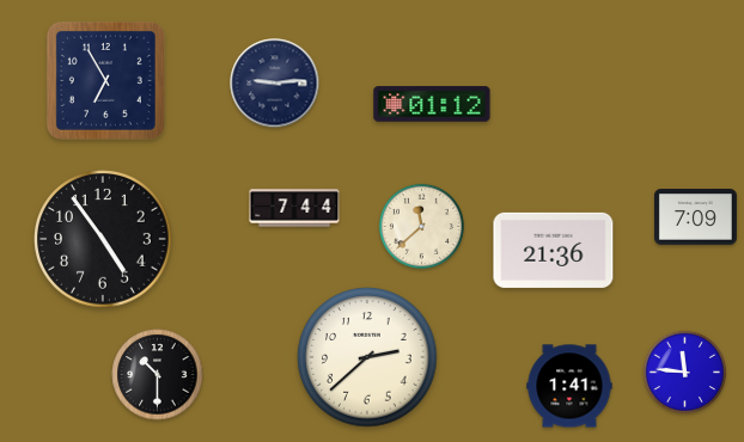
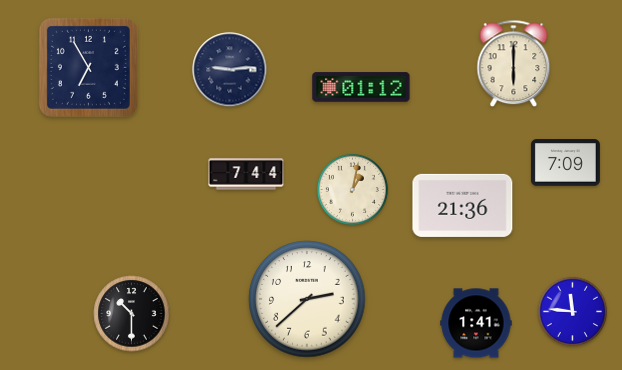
clock at (514, 64): none -> 6:00
clock at (695, 217) position: (695, 217) -> (565, 163)
clock at (421, 226): 11:38 -> 1:02
clock at (103, 239): 4:54 -> none
clock at (554, 250) position: (554, 250) -> (463, 205)
